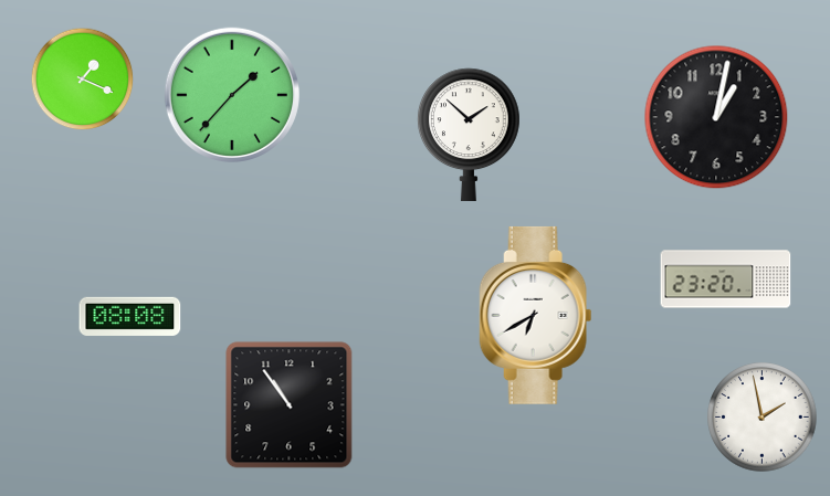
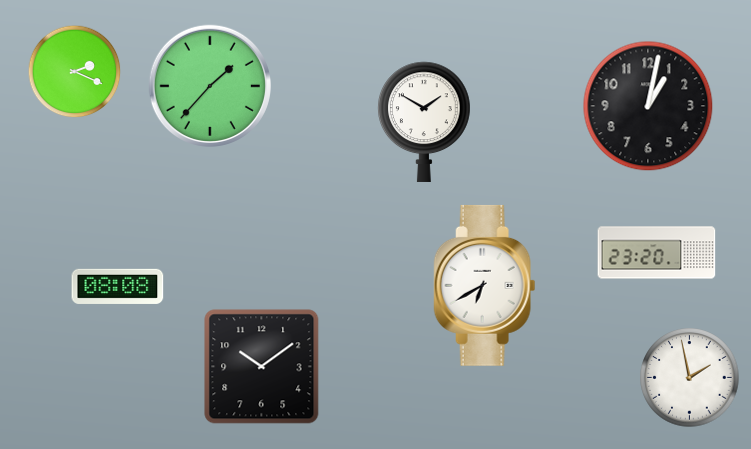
clock at (83, 80): 1:19 -> 2:19
clock at (470, 135): 1:52 -> 1:50
clock at (290, 405): 10:54 -> 10:09
